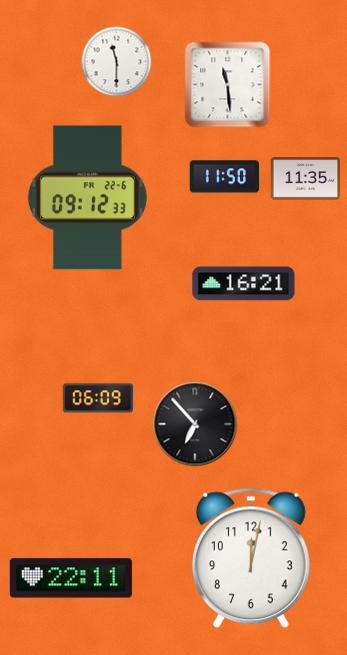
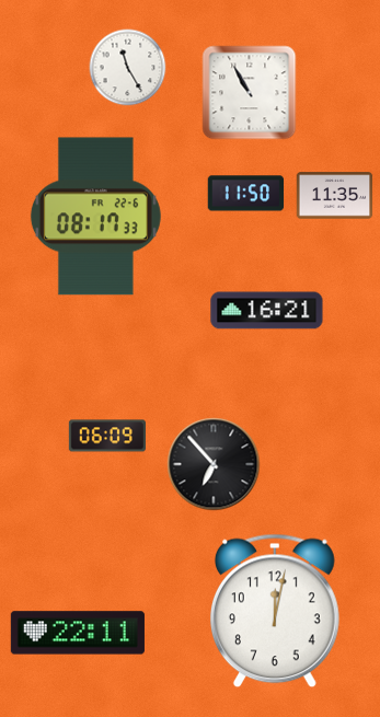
clock at (117, 62): 11:30 -> 11:25
clock at (228, 85): 11:29 -> 10:55
clock at (87, 198): 09:12 -> 08:17
